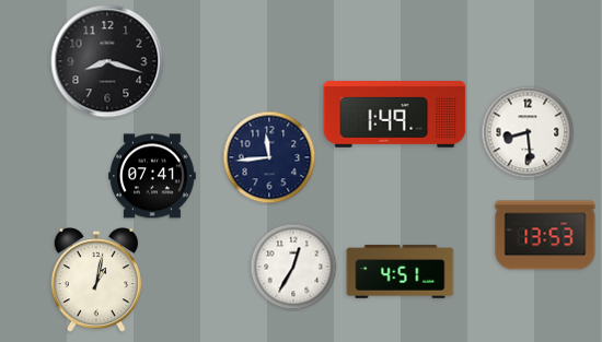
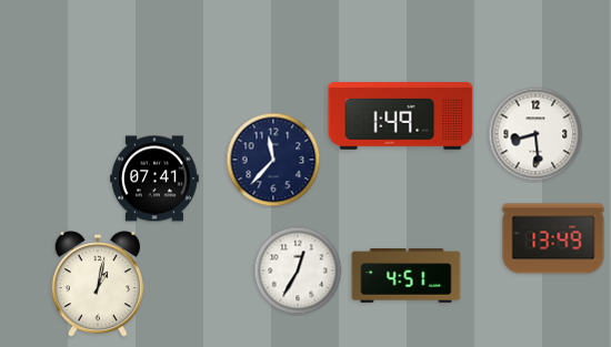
clock at (107, 61): 8:18 -> none
clock at (269, 157): 11:44 -> 11:37
clock at (545, 235): 13:53 -> 13:49
